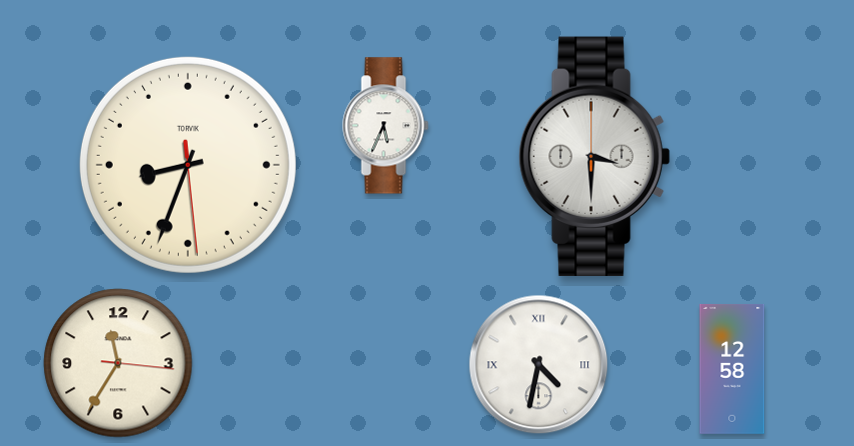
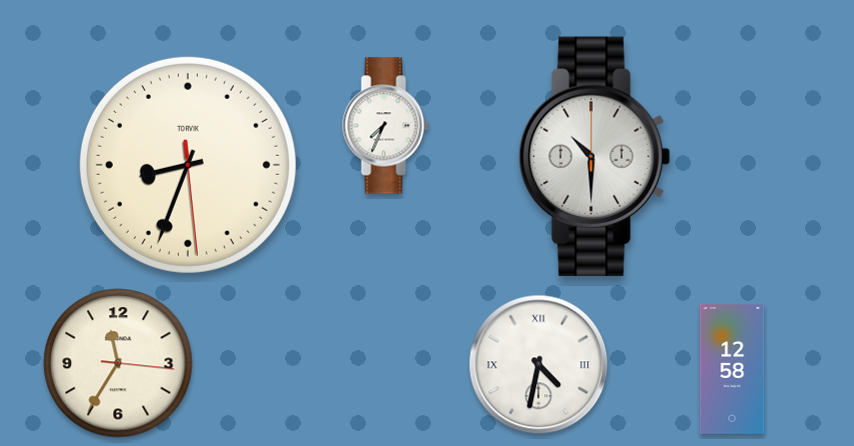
clock at (386, 126): 5:34 -> 7:34
clock at (594, 156): 3:30 -> 10:30
